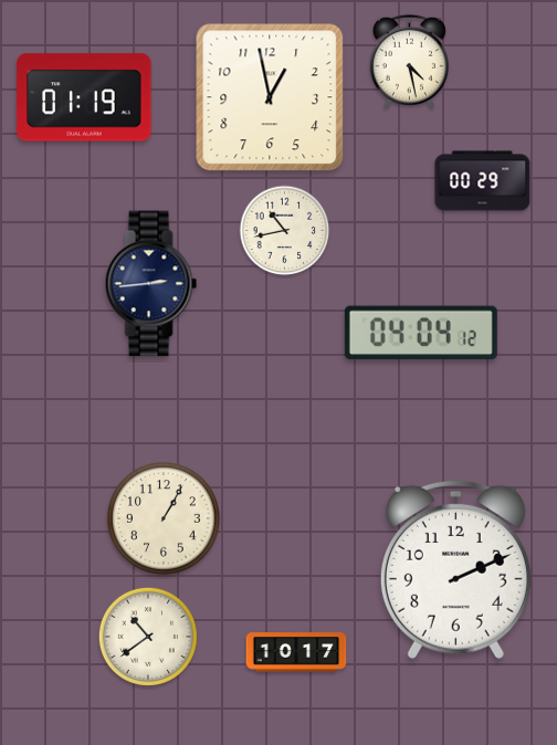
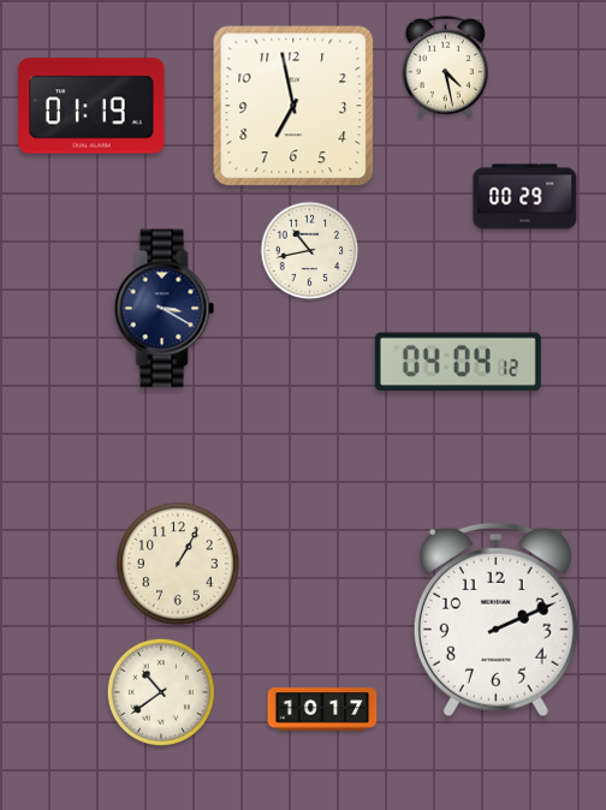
clock at (270, 97): 12:58 -> 6:58
clock at (151, 284): 2:44 -> 3:20
